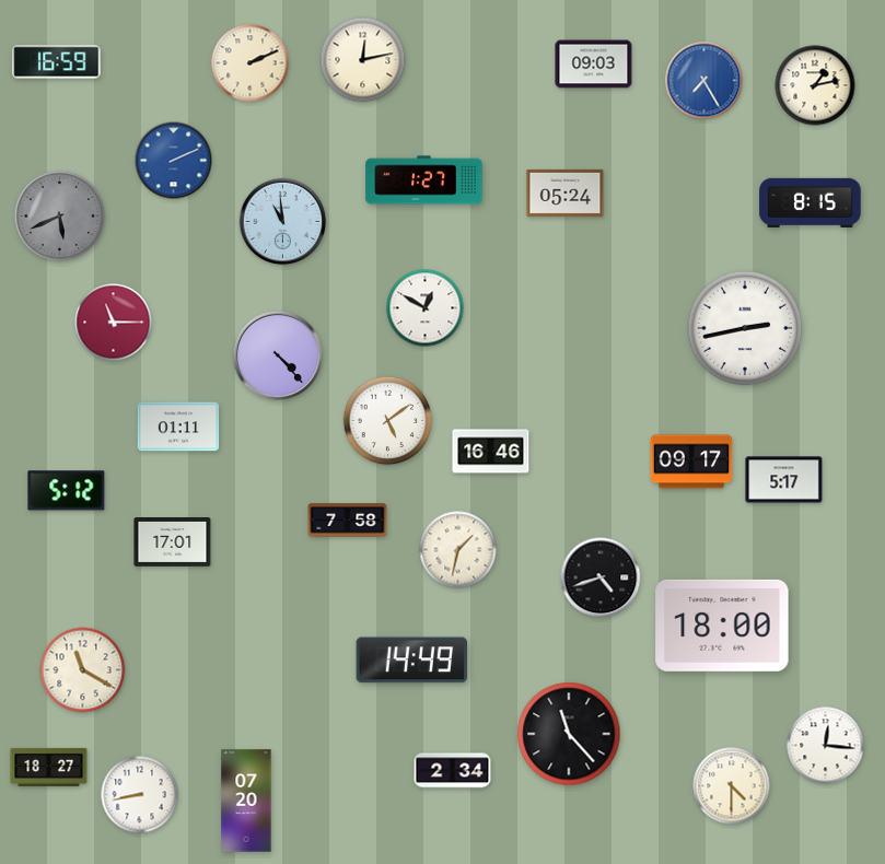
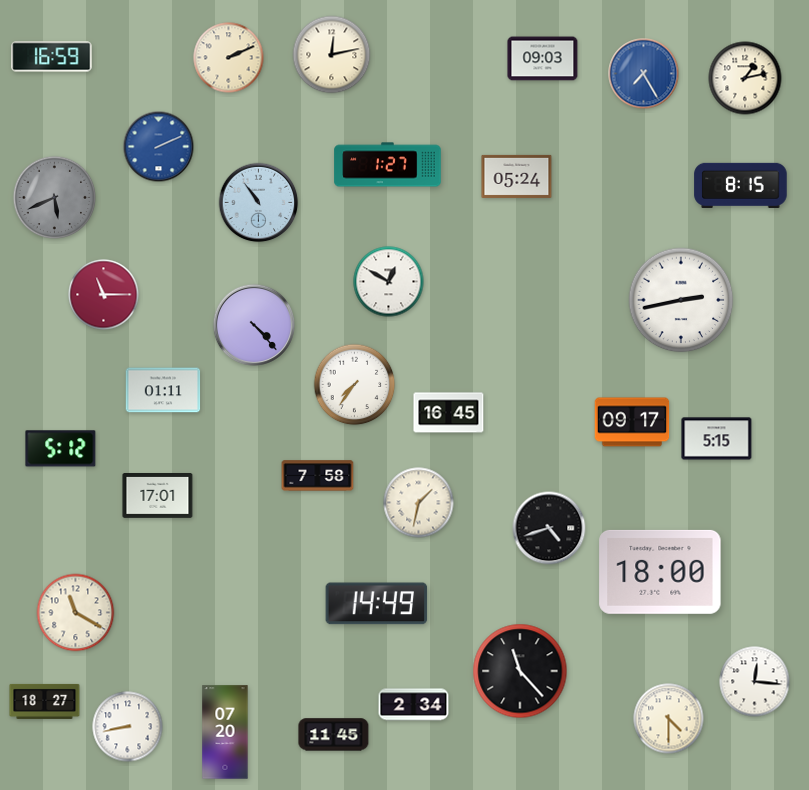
clock at (283, 222): 10:59 -> 10:54
clock at (388, 421): 5:09 -> 7:36
clock at (491, 452): 16:46 -> 16:45
clock at (784, 480): 5:17 -> 5:15
clock at (334, 735): none -> 11:45
